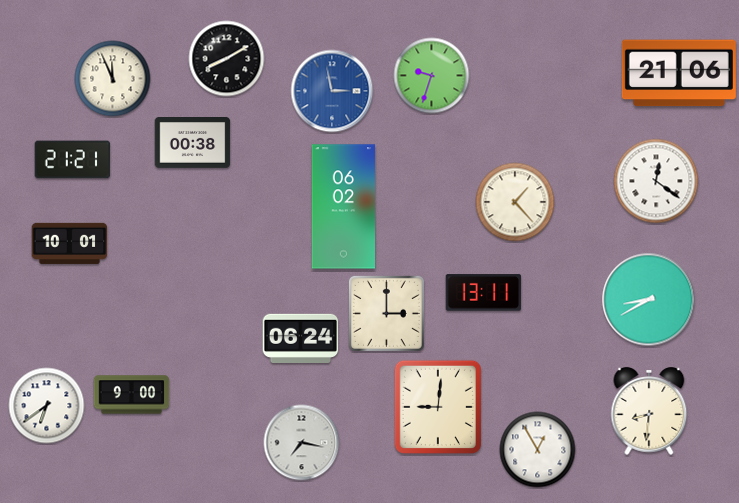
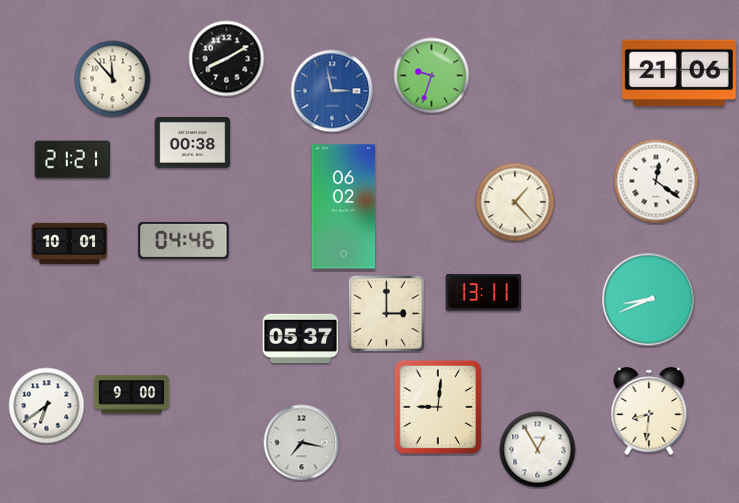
clock at (113, 79): 11:56 -> 11:53
clock at (184, 240): none -> 04:46
clock at (649, 300): 8:40 -> 8:41
clock at (301, 338): 06:24 -> 05:37
